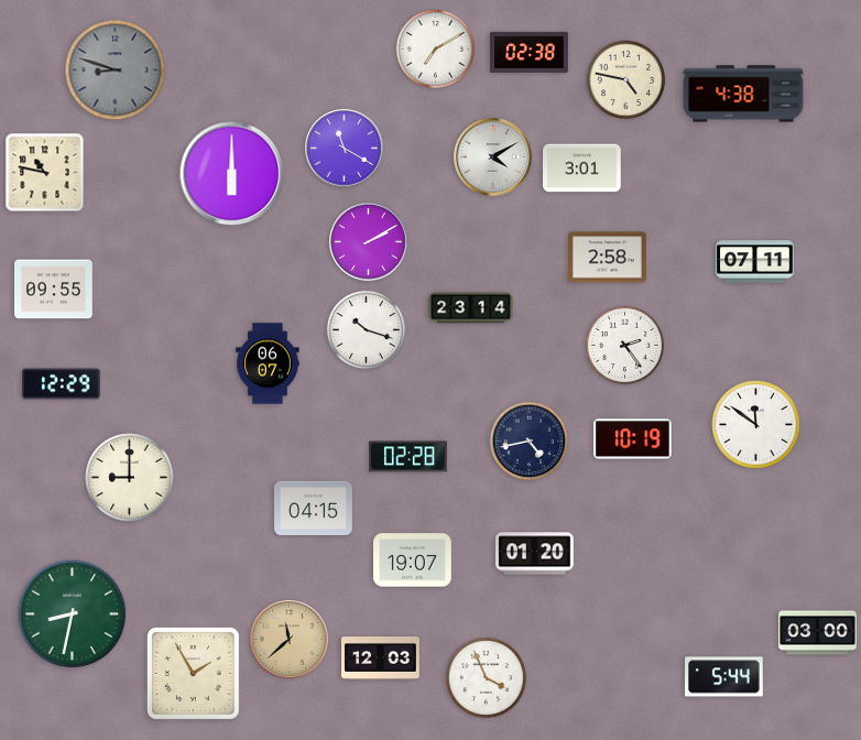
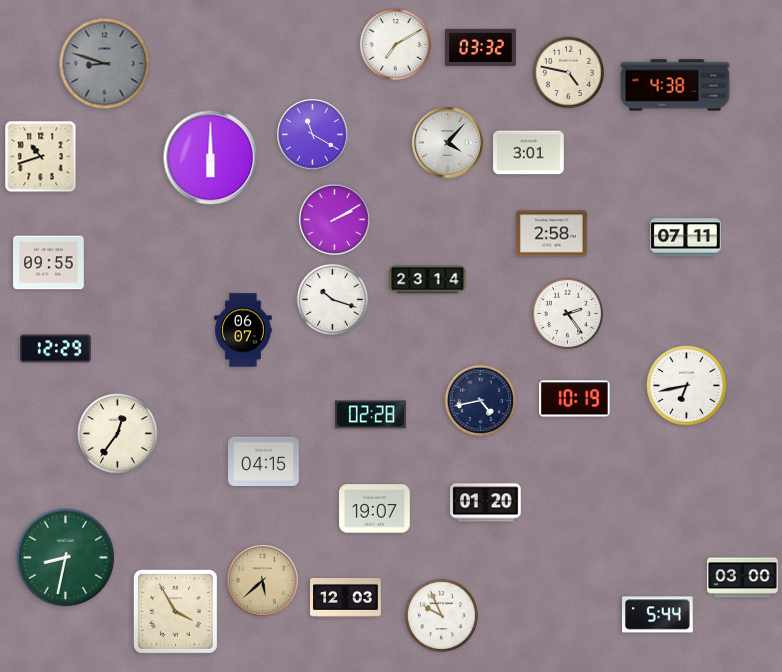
clock at (530, 52): 02:38 -> 03:32
clock at (493, 157): 4:10 -> 4:07
clock at (45, 173): 10:47 -> 10:42
clock at (756, 425): 11:51 -> 6:43
clock at (130, 478): 9:00 -> 12:36
clock at (314, 508) position: (314, 508) -> (264, 461)
clock at (818, 633) position: (818, 633) -> (743, 578)
clock at (290, 640): 11:38 -> 5:38
clock at (193, 673): 1:55 -> 3:55
clock at (486, 677): 3:56 -> 9:56
